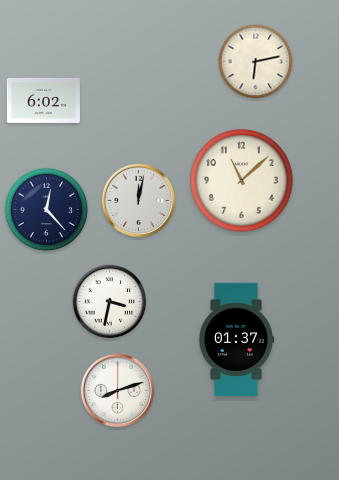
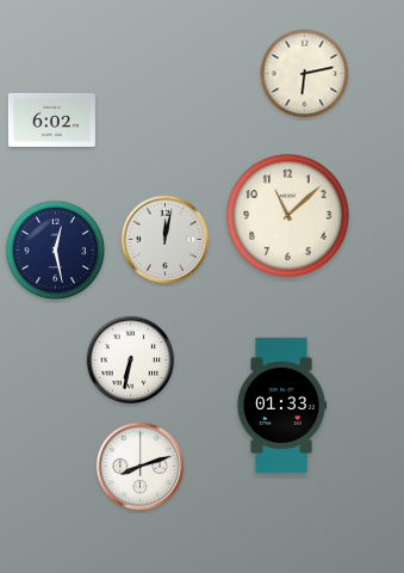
clock at (47, 210): 12:23 -> 12:28
clock at (110, 302): 3:32 -> 6:32
clock at (235, 340): 01:37 -> 01:33
